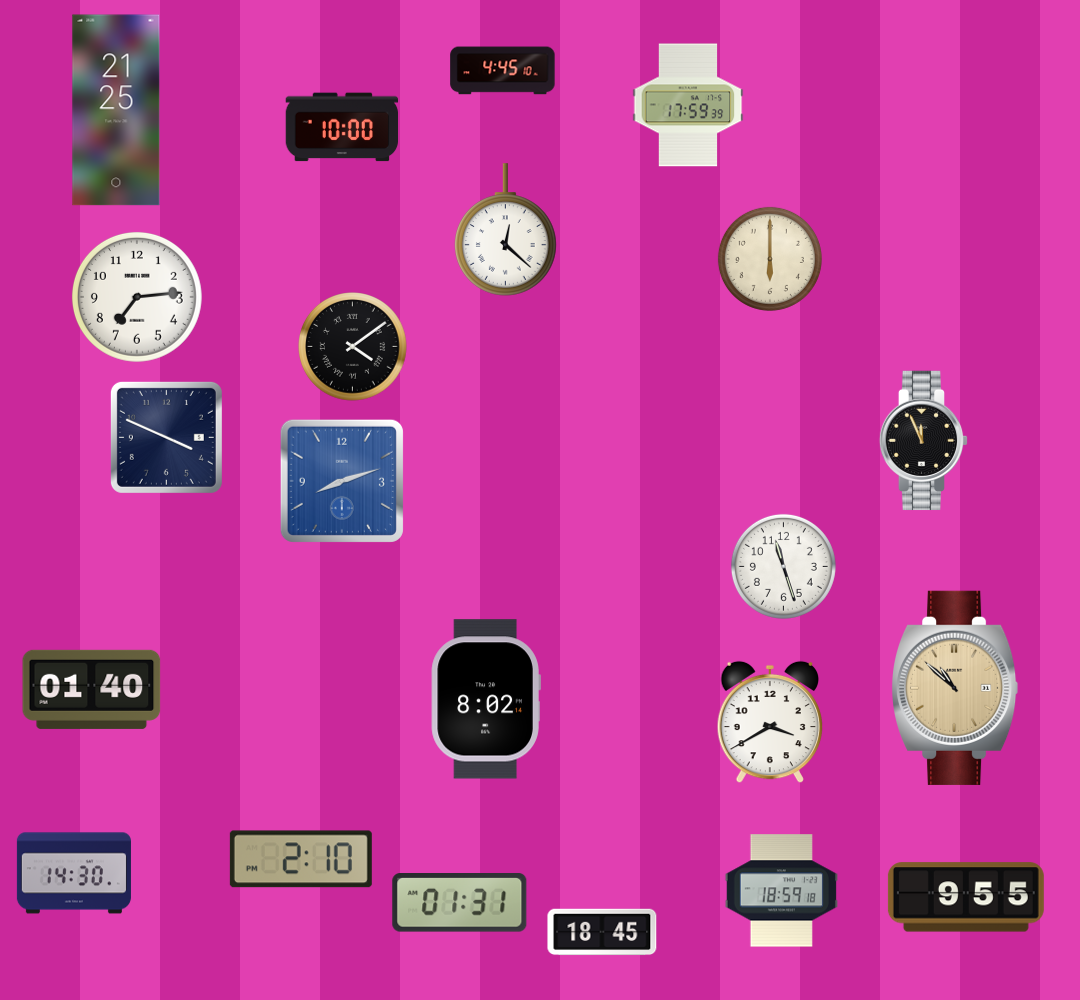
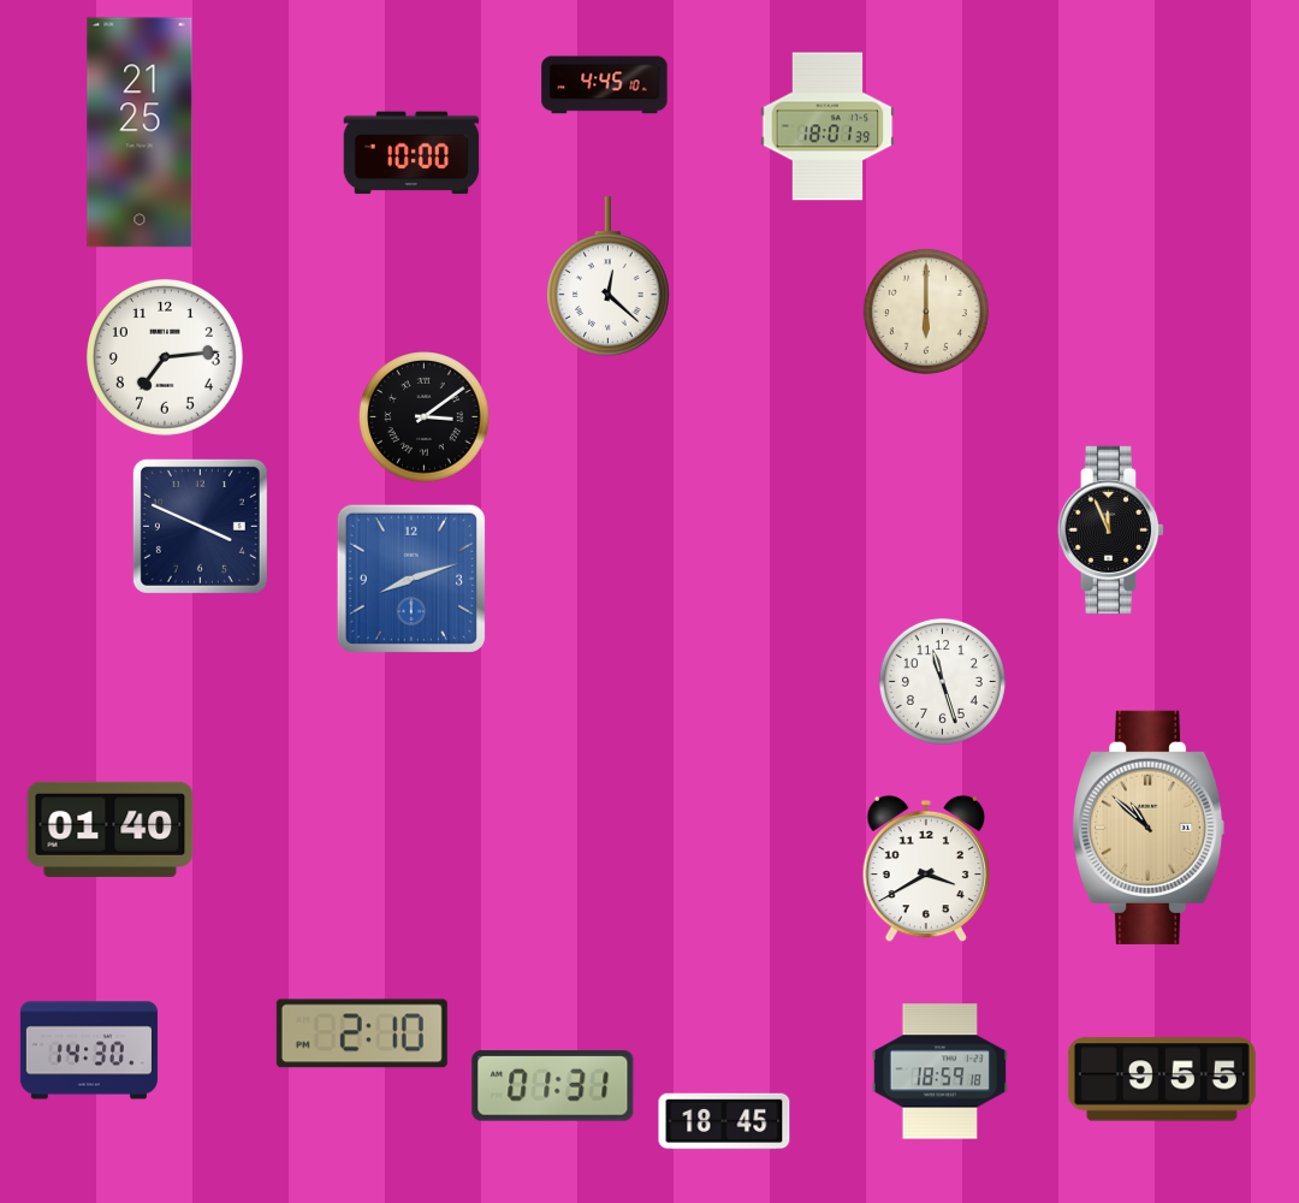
clock at (688, 105): 17:59 -> 18:01
clock at (353, 347): 4:09 -> 3:09
clock at (486, 699): 8:02 -> none
